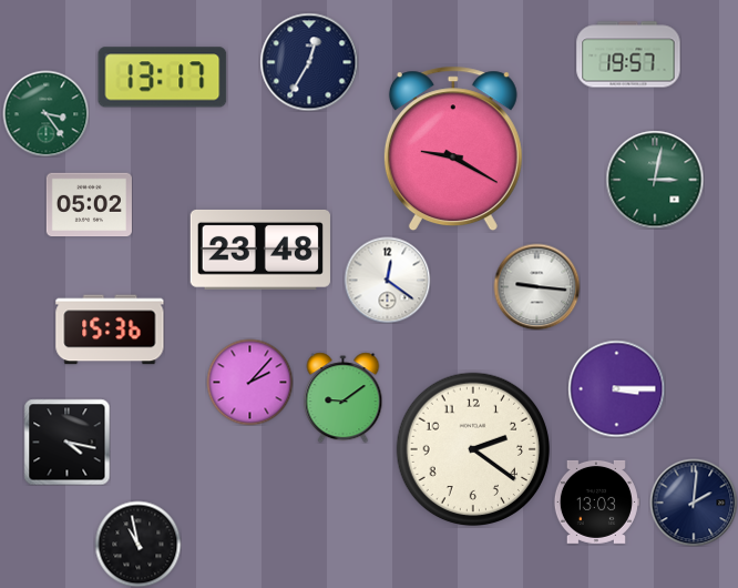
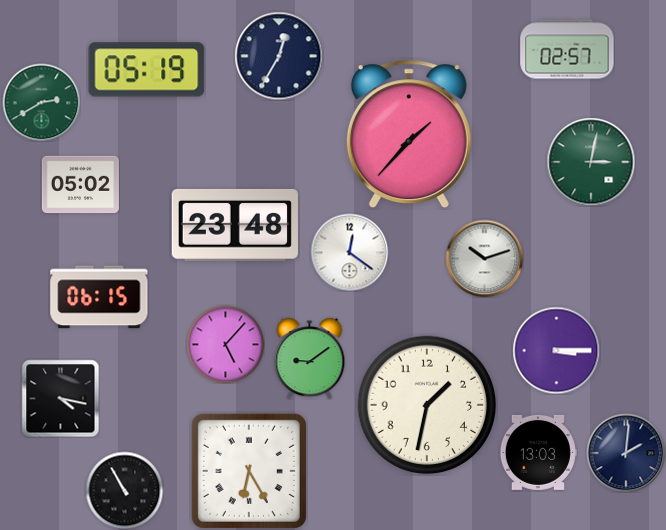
clock at (628, 54): 19:57 -> 02:57
clock at (163, 78): 13:17 -> 05:19
clock at (45, 113): 3:24 -> 2:40
clock at (453, 149): 9:20 -> 1:37
clock at (536, 286): 9:16 -> 10:12
clock at (110, 330): 15:36 -> 06:15
clock at (249, 382): 2:07 -> 5:07
clock at (473, 449): 2:21 -> 1:32
clock at (249, 471): none -> 6:25
clock at (137, 544): 10:58 -> 10:55
